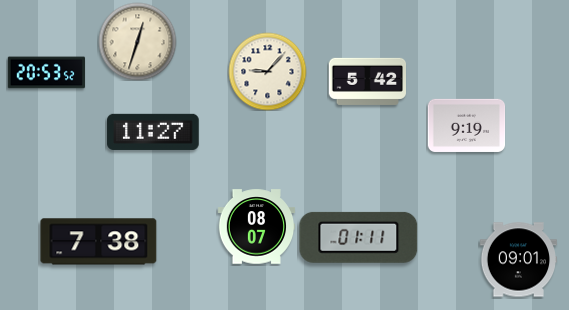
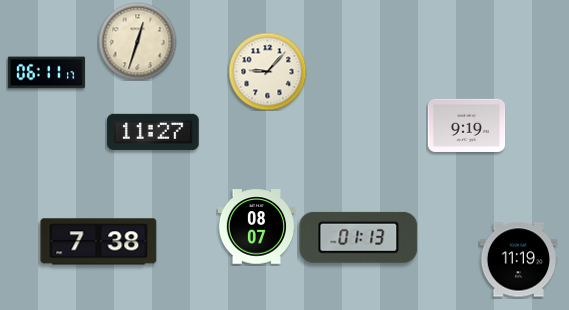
clock at (46, 73): 20:53 -> 06:11
clock at (367, 81): 5:42 -> none
clock at (359, 237): 01:11 -> 01:13
clock at (518, 260): 09:01 -> 11:19
